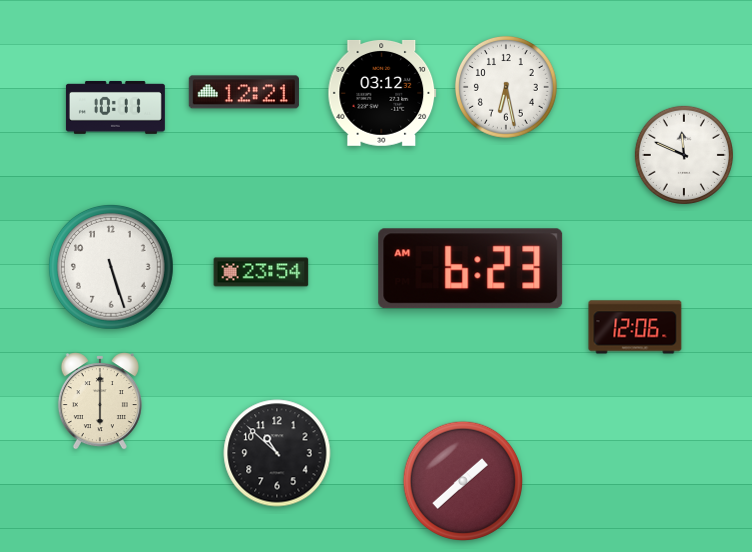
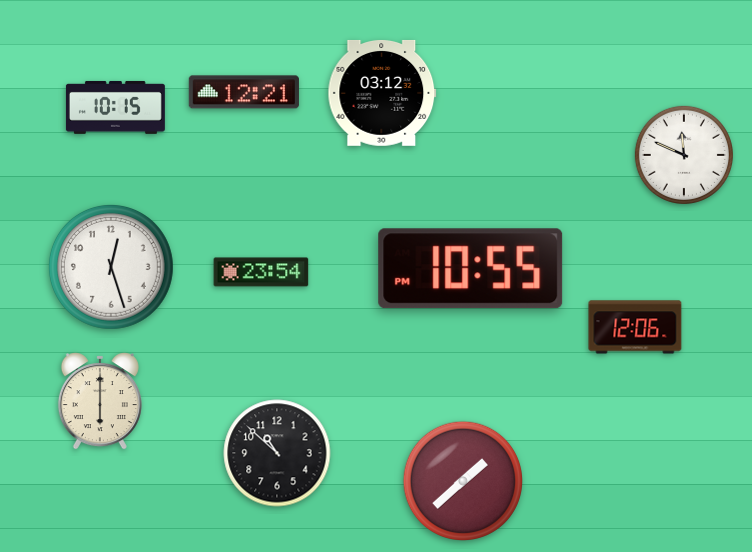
clock at (506, 87): 6:28 -> none
clock at (115, 107): 10:11 -> 10:15
clock at (111, 267): 5:27 -> 12:27
clock at (471, 269): 6:23 -> 10:55
